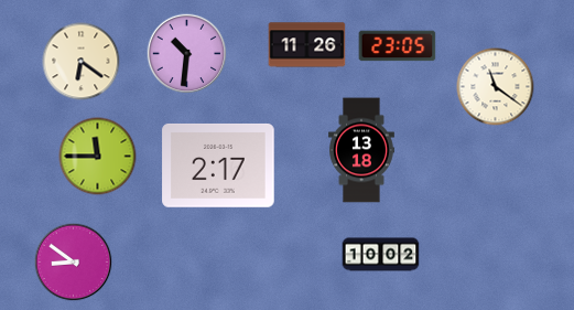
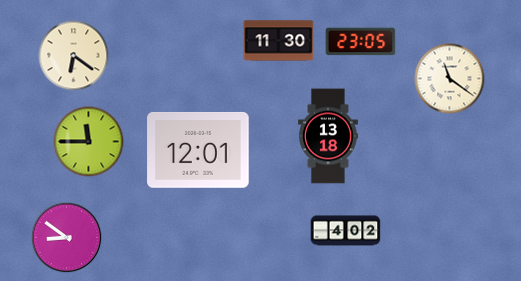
clock at (307, 45): 11:26 -> 11:30
clock at (187, 54): 10:31 -> none
clock at (218, 165): 2:17 -> 12:01
clock at (381, 255): 10:02 -> 4:02
